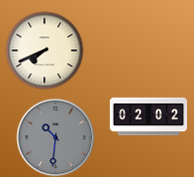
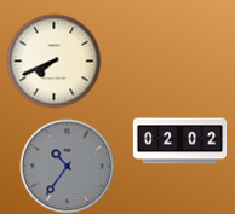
clock at (55, 137): 10:31 -> 10:36
